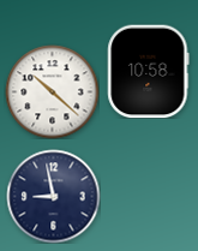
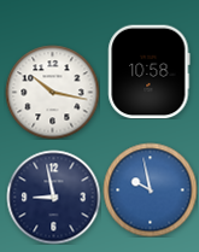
clock at (52, 91): 10:22 -> 10:17
clock at (150, 189): none -> 9:58
